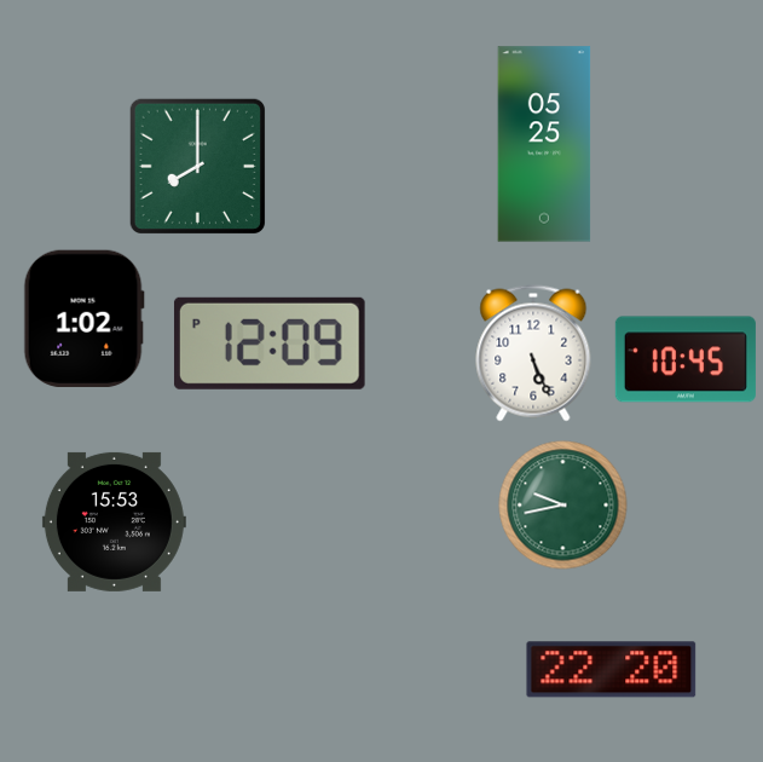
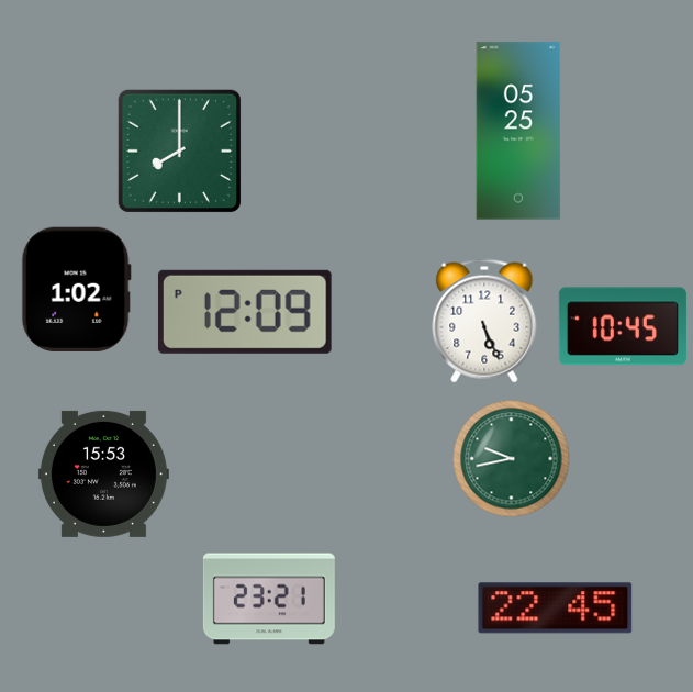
clock at (544, 144) position: (544, 144) -> (518, 131)
clock at (269, 599): none -> 23:21
clock at (612, 670): 22:20 -> 22:45
